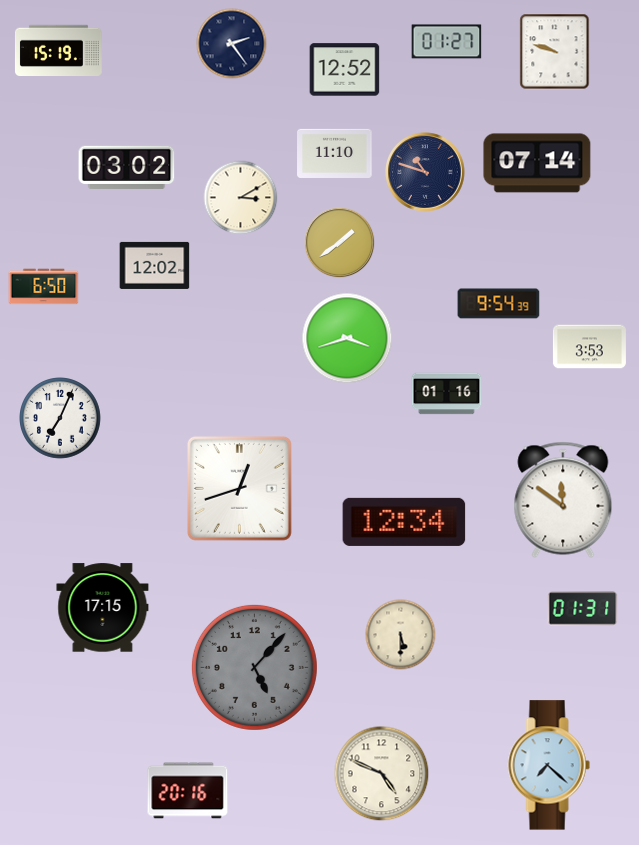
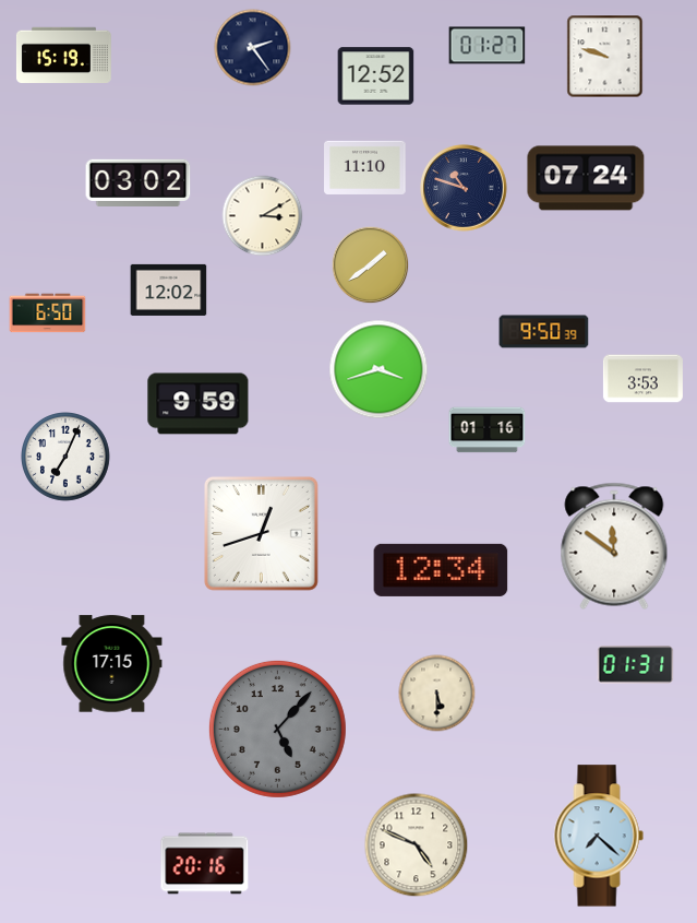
clock at (537, 163): 07:14 -> 07:24
clock at (499, 304): 9:54 -> 9:50
clock at (199, 404): none -> 9:59
